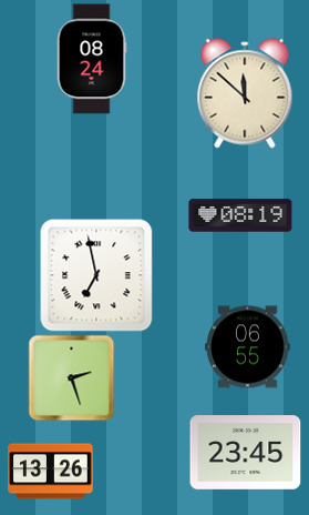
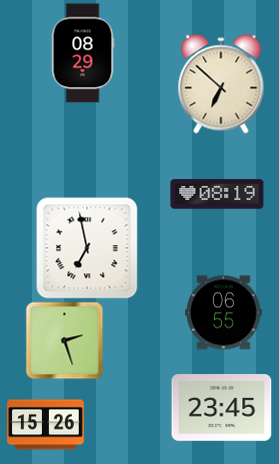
clock at (92, 59): 08:24 -> 08:29
clock at (245, 93): 11:52 -> 6:52
clock at (51, 472): 13:26 -> 15:26
